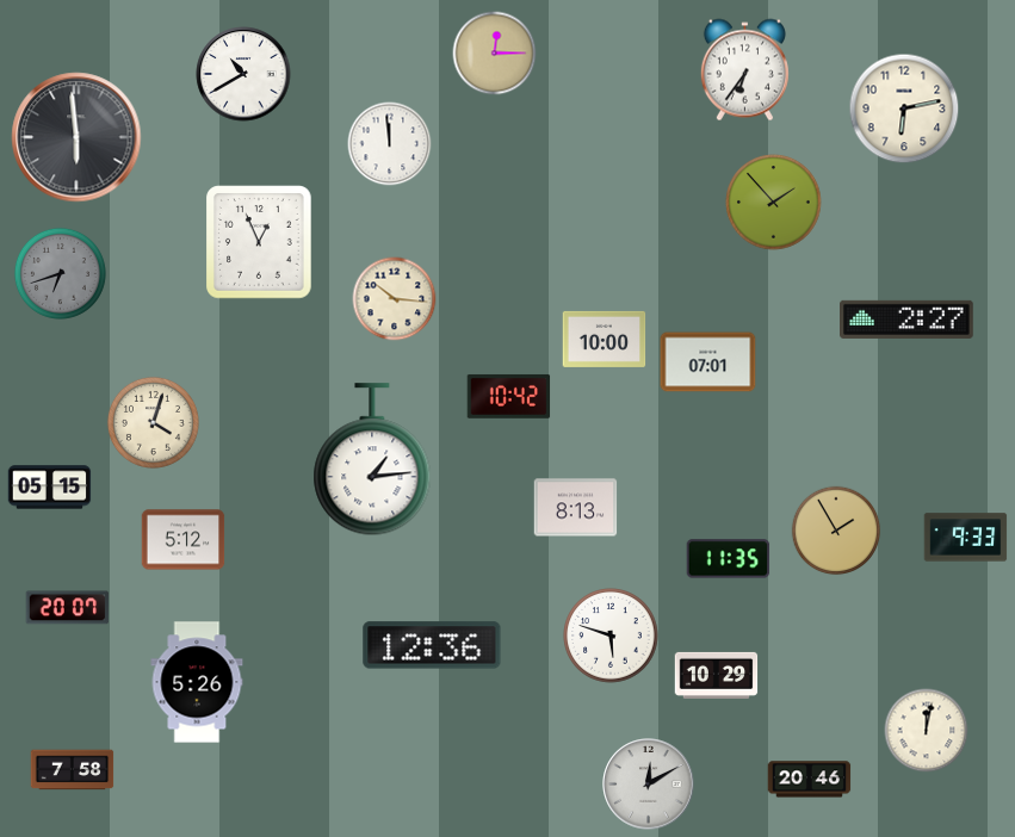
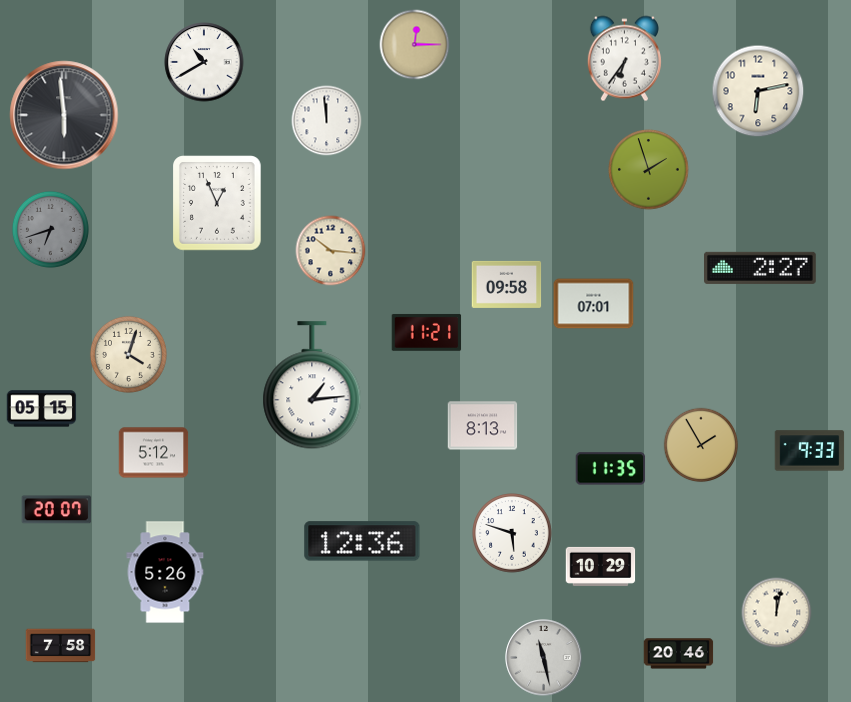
clock at (774, 203): 1:53 -> 1:57
clock at (605, 339): 10:00 -> 09:58
clock at (509, 396): 10:42 -> 11:21
clock at (649, 785): 12:10 -> 11:28
